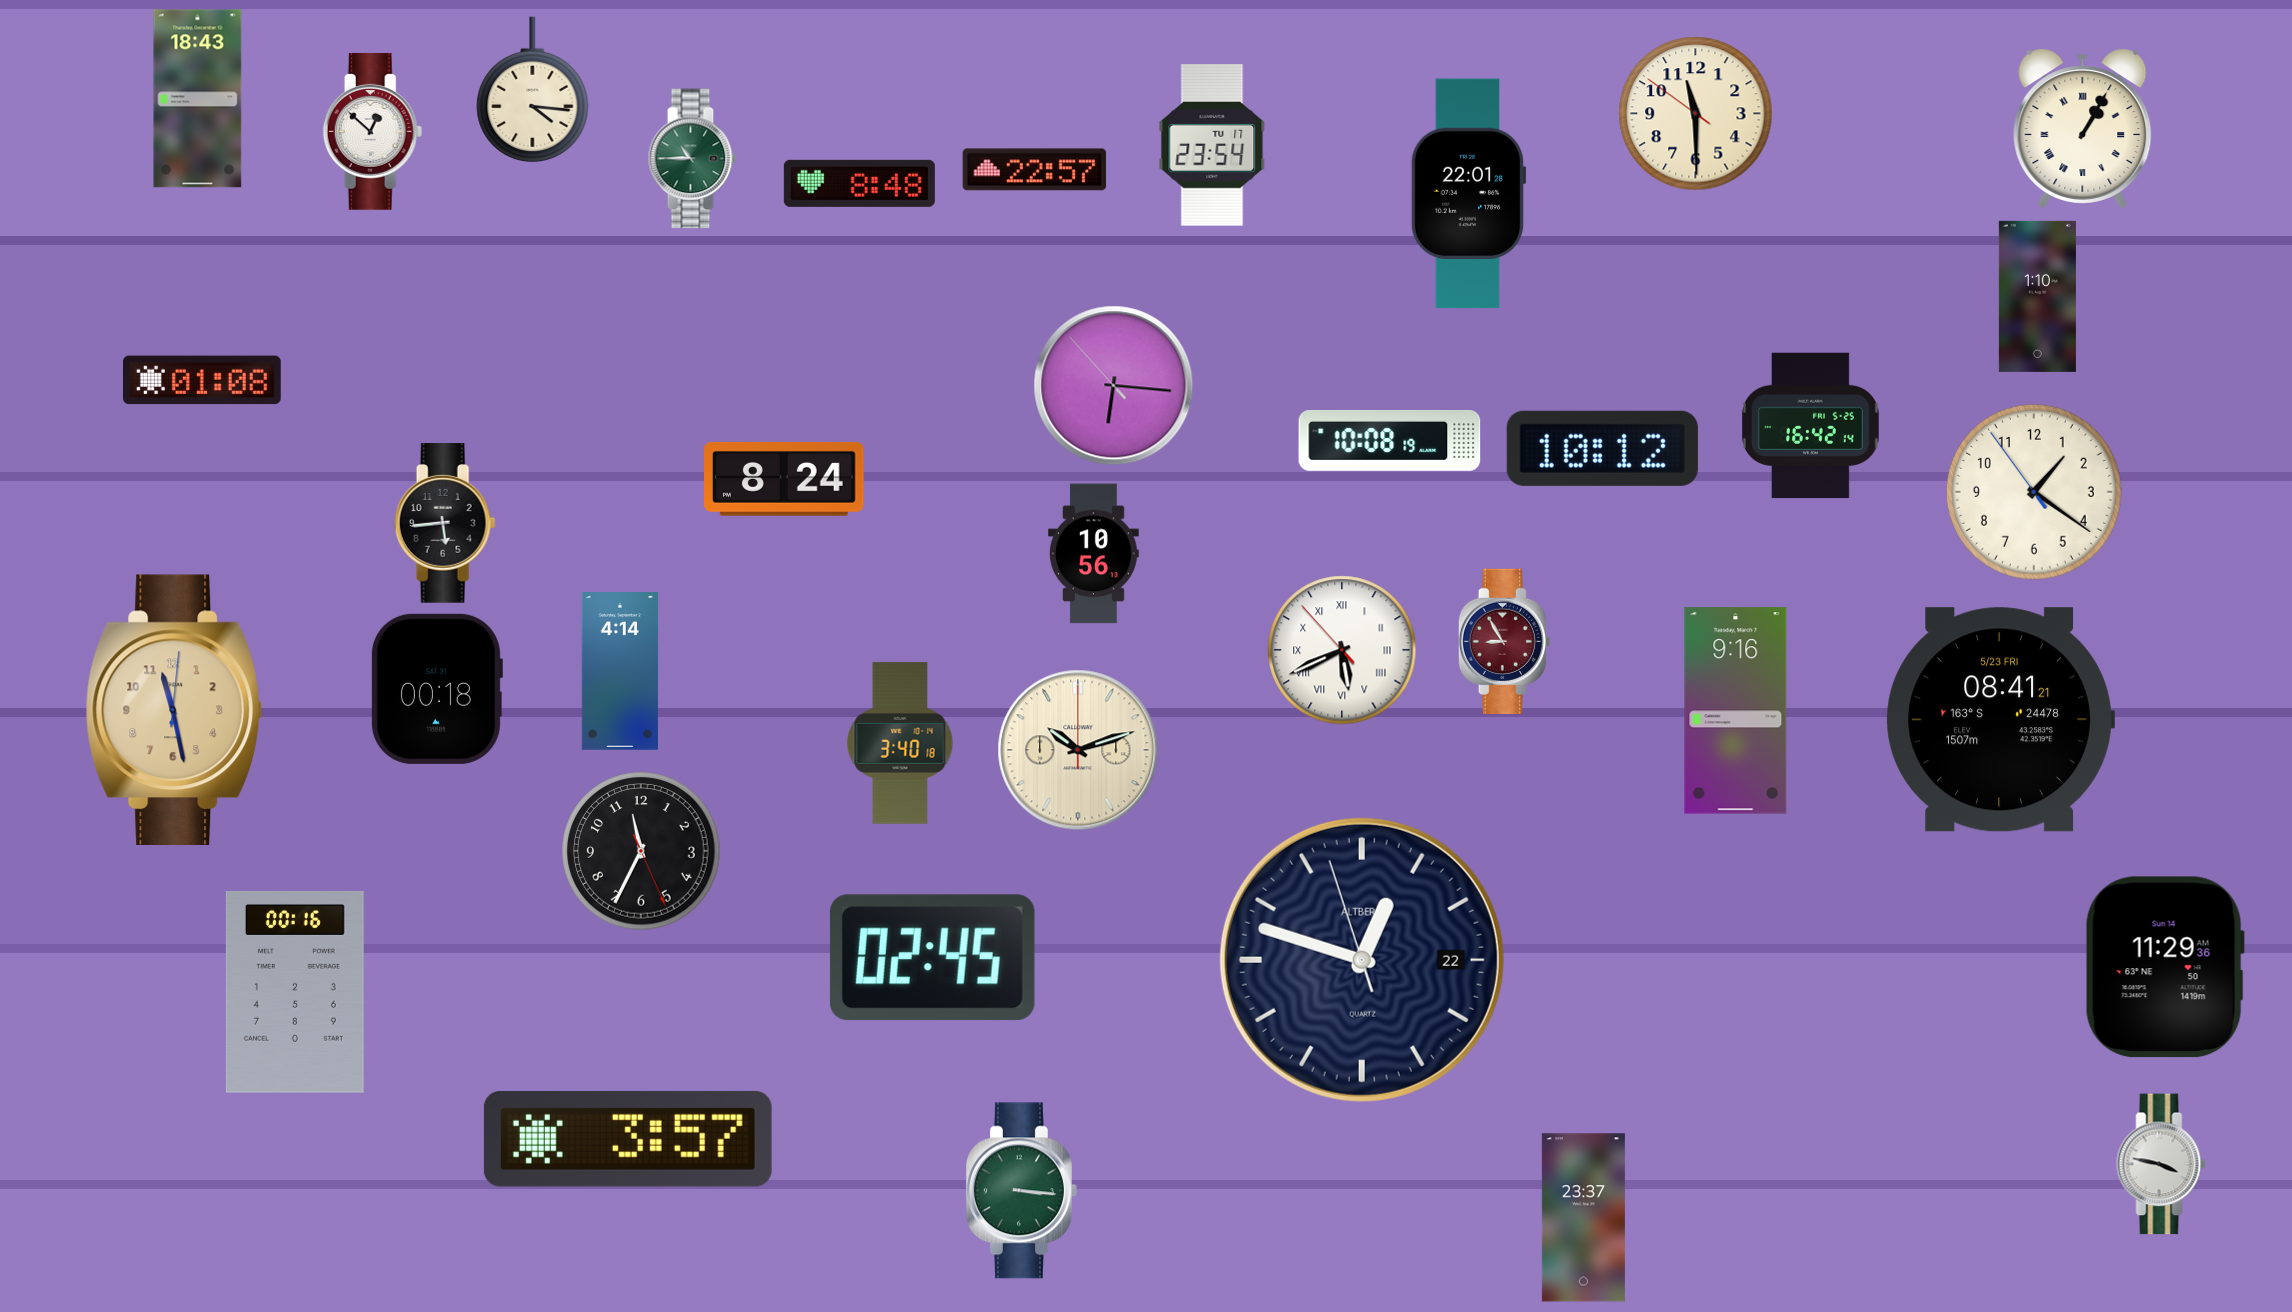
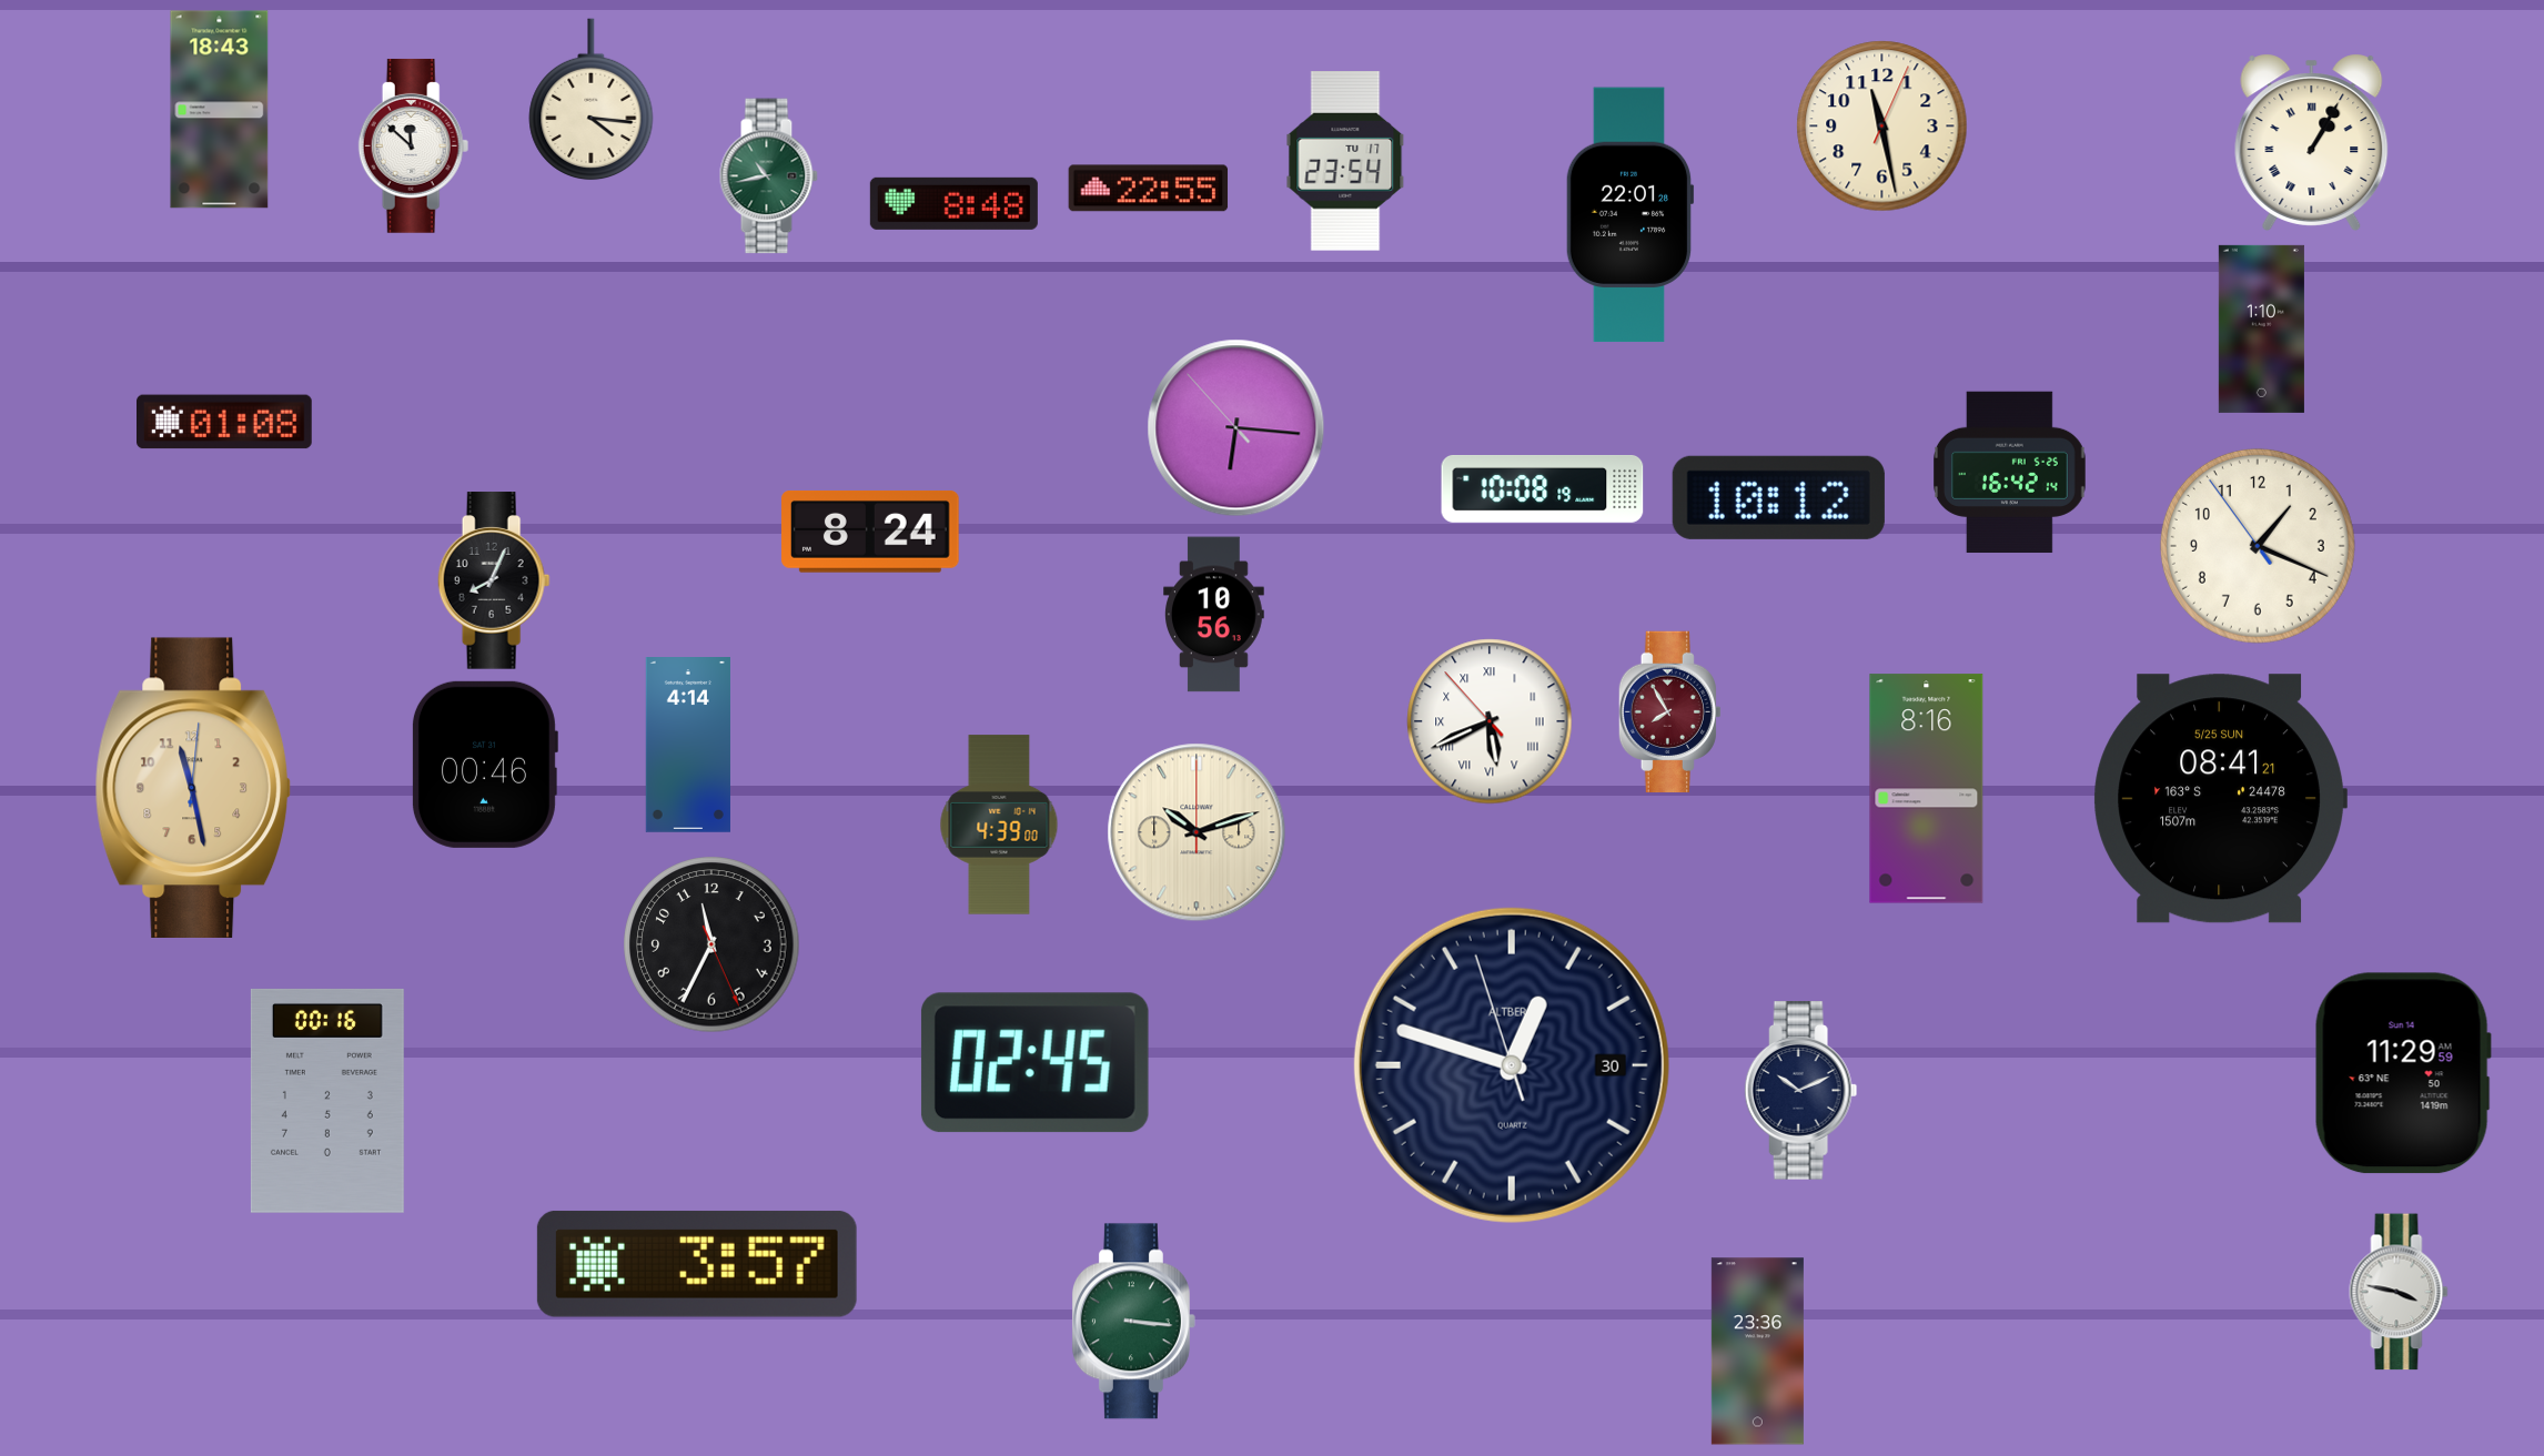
clock at (1696, 114): 11:29 -> 11:28
clock at (373, 131): 12:52 -> 11:52
clock at (692, 159): 10:45 -> 10:43
clock at (1035, 170): 22:57 -> 22:55
clock at (2034, 492): 1:20 -> 1:18
clock at (445, 523): 5:44 -> 8:04
clock at (1504, 641): 8:55 -> 7:55
clock at (436, 689): 00:18 -> 00:46
clock at (1736, 711): 9:16 -> 8:16
clock at (2000, 720) date: 5/23 FRI -> 5/25 SUN
clock at (900, 743): 3:40 -> 4:39
clock at (1362, 960) date: 22 -> 30
clock at (2165, 967): 11:29:36 -> 11:29:59
clock at (1801, 1091): none -> 10:11
clock at (1583, 1218): 23:37 -> 23:36
